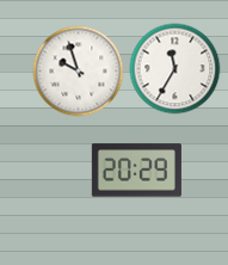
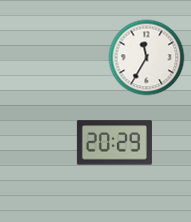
clock at (79, 72): 9:57 -> none
